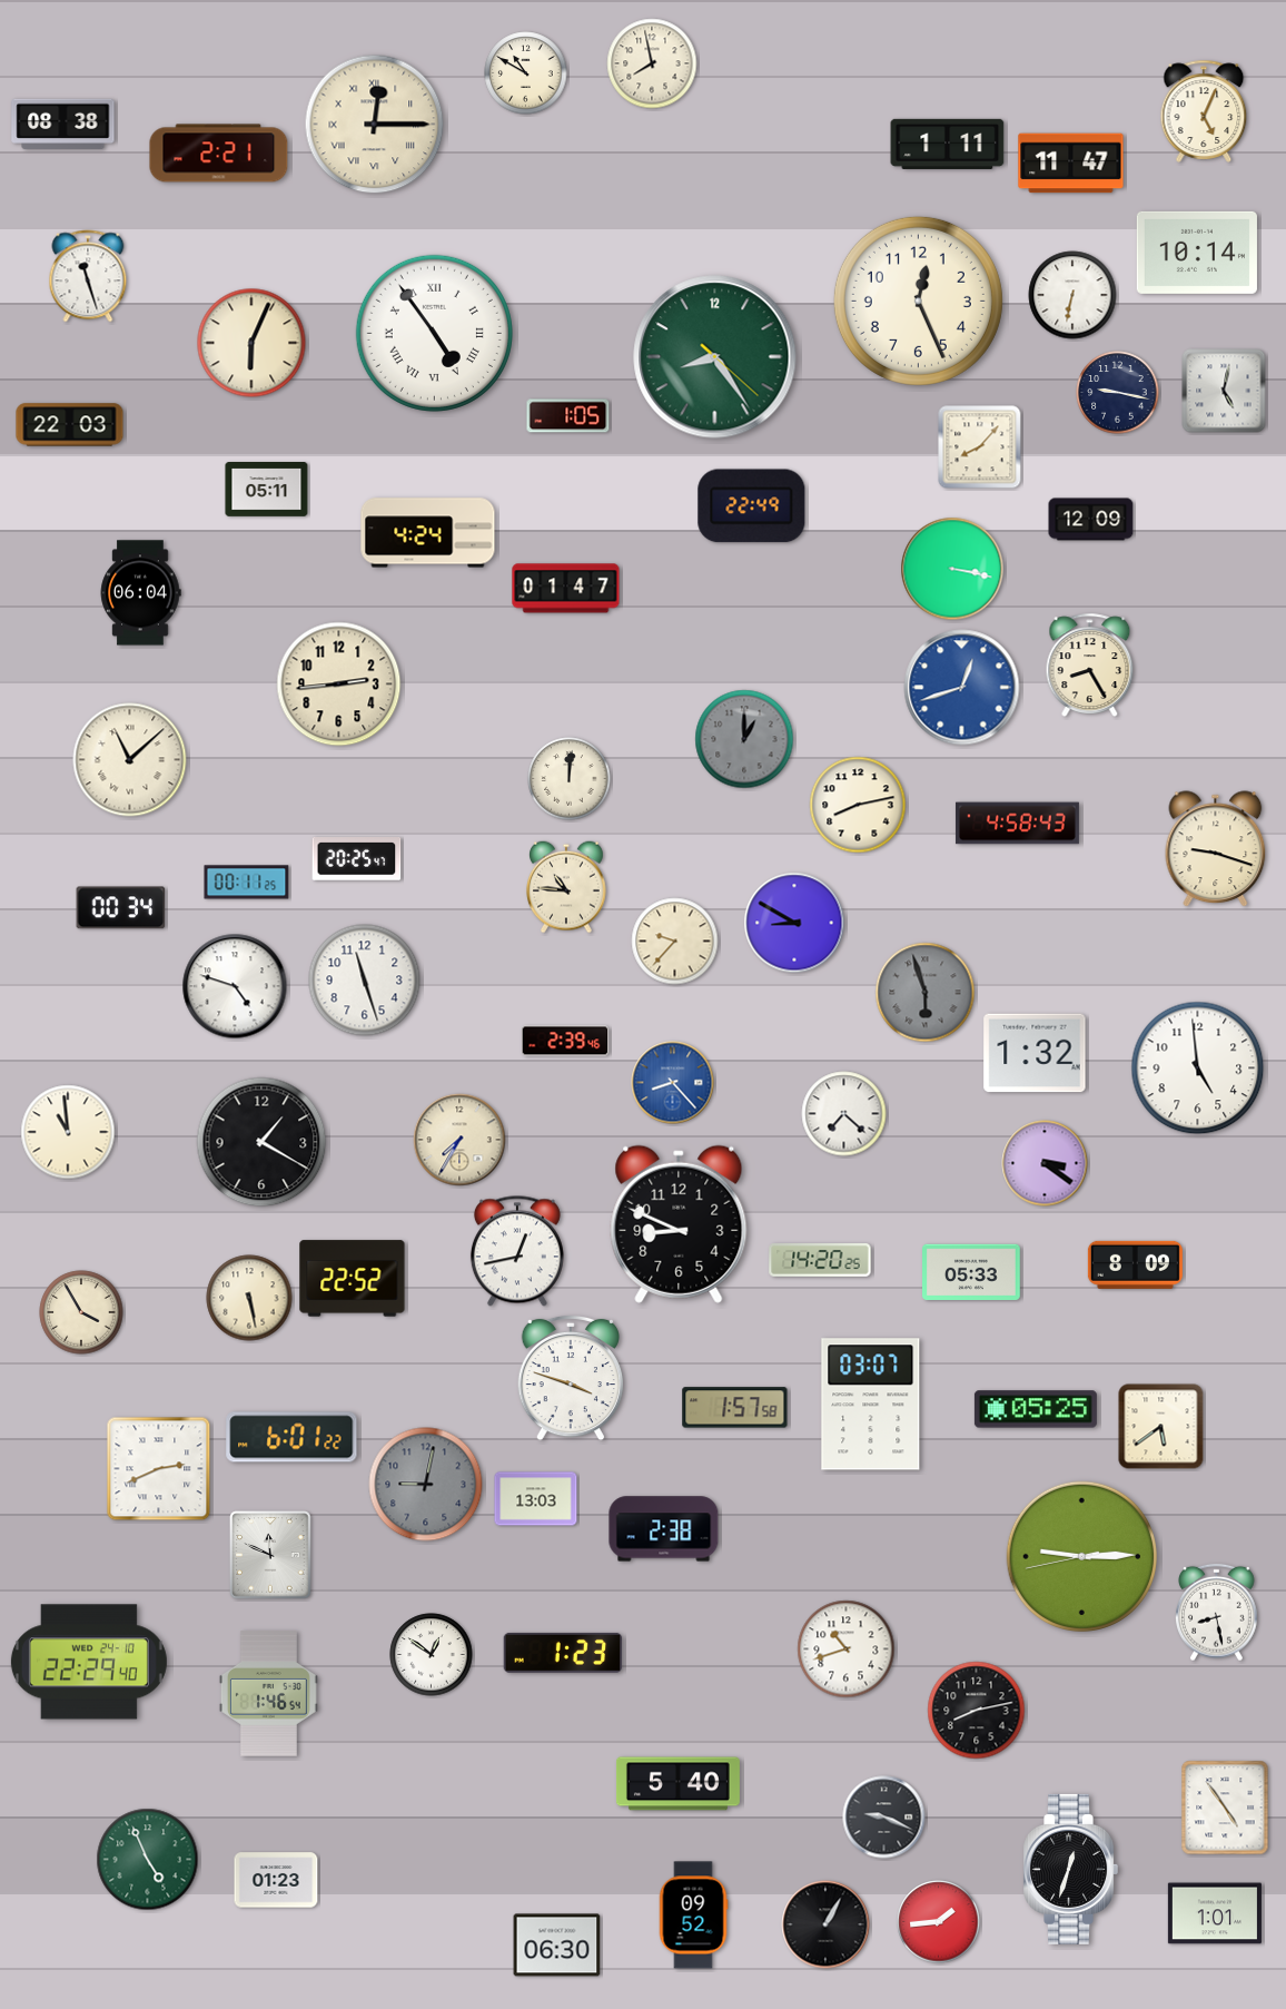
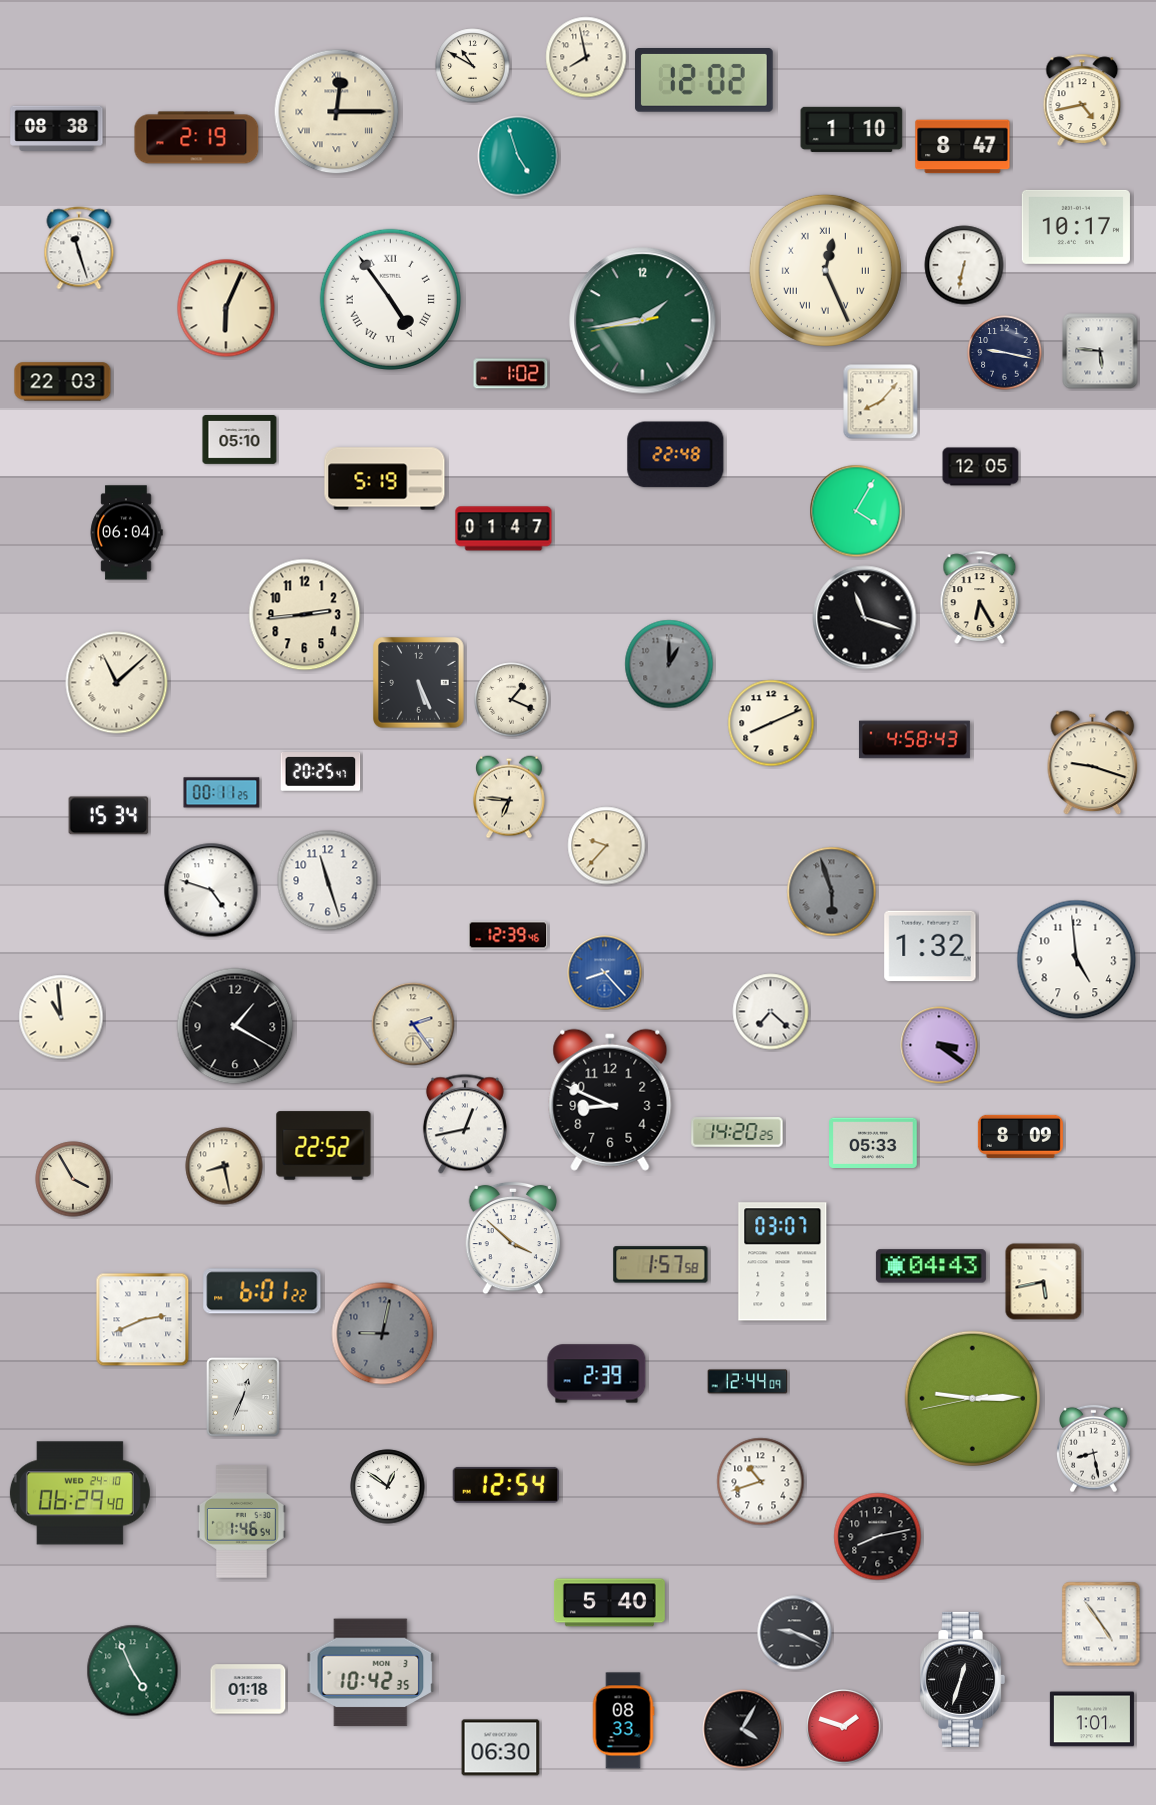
clock at (705, 81): none -> 12:02
clock at (1204, 111): 5:04 -> 4:43
clock at (63, 125) position: (63, 125) -> (57, 129)
clock at (948, 144): 1:11 -> 1:10
clock at (219, 154): 2:21 -> 2:19
clock at (1071, 164): 11:47 -> 8:47
clock at (518, 156): none -> 4:57
clock at (1197, 253): 10:14 -> 10:17
clock at (918, 301) numerals: Arabic -> Roman
clock at (715, 357): 8:24 -> 1:43
clock at (1224, 391): 5:02 -> 5:46
clock at (568, 416): 1:05 -> 1:02
clock at (267, 490): 05:11 -> 05:10
clock at (752, 506): 22:49 -> 22:48
clock at (1091, 520): 12:09 -> 12:05
clock at (428, 533): 4:24 -> 5:19
clock at (952, 569): 3:17 -> 4:05
clock at (566, 589) position: (566, 589) -> (504, 529)
clock at (1090, 664): 8:25 -> 6:25
clock at (962, 688): 12:42 -> 11:18
clock at (962, 688) dial: blue -> black
clock at (419, 683): none -> 5:26
clock at (570, 779): 12:01 -> 1:19
clock at (858, 805): 8:13 -> 8:11
clock at (567, 887): 10:46 -> 6:46
clock at (121, 908): 00:34 -> 15:34
clock at (794, 923): 8:50 -> none
clock at (235, 986) position: (235, 986) -> (211, 890)
clock at (565, 1041): 2:39 -> 12:39
clock at (844, 1114) position: (844, 1114) -> (771, 1012)
clock at (459, 1140): 7:35 -> 2:24
clock at (353, 1279) position: (353, 1279) -> (324, 1146)
clock at (249, 1298): 5:28 -> 8:28
clock at (570, 1378): 3:48 -> 3:52
clock at (1036, 1409): 05:25 -> 04:43
clock at (1161, 1427): 5:39 -> 5:43
clock at (536, 1499): 13:03 -> none
clock at (664, 1529): 2:38 -> 2:39
clock at (748, 1382): none -> 12:44
clock at (270, 1555): 11:49 -> 12:34
clock at (562, 1653): 1:23 -> 12:54
clock at (89, 1662): 22:29 -> 06:29
clock at (371, 1673): none -> 10:42
clock at (276, 1880): 01:23 -> 01:18
clock at (693, 1916): 09:52 -> 08:33
clock at (939, 1922): 1:44 -> 1:48
clock at (825, 1924): 1:05 -> 4:05
